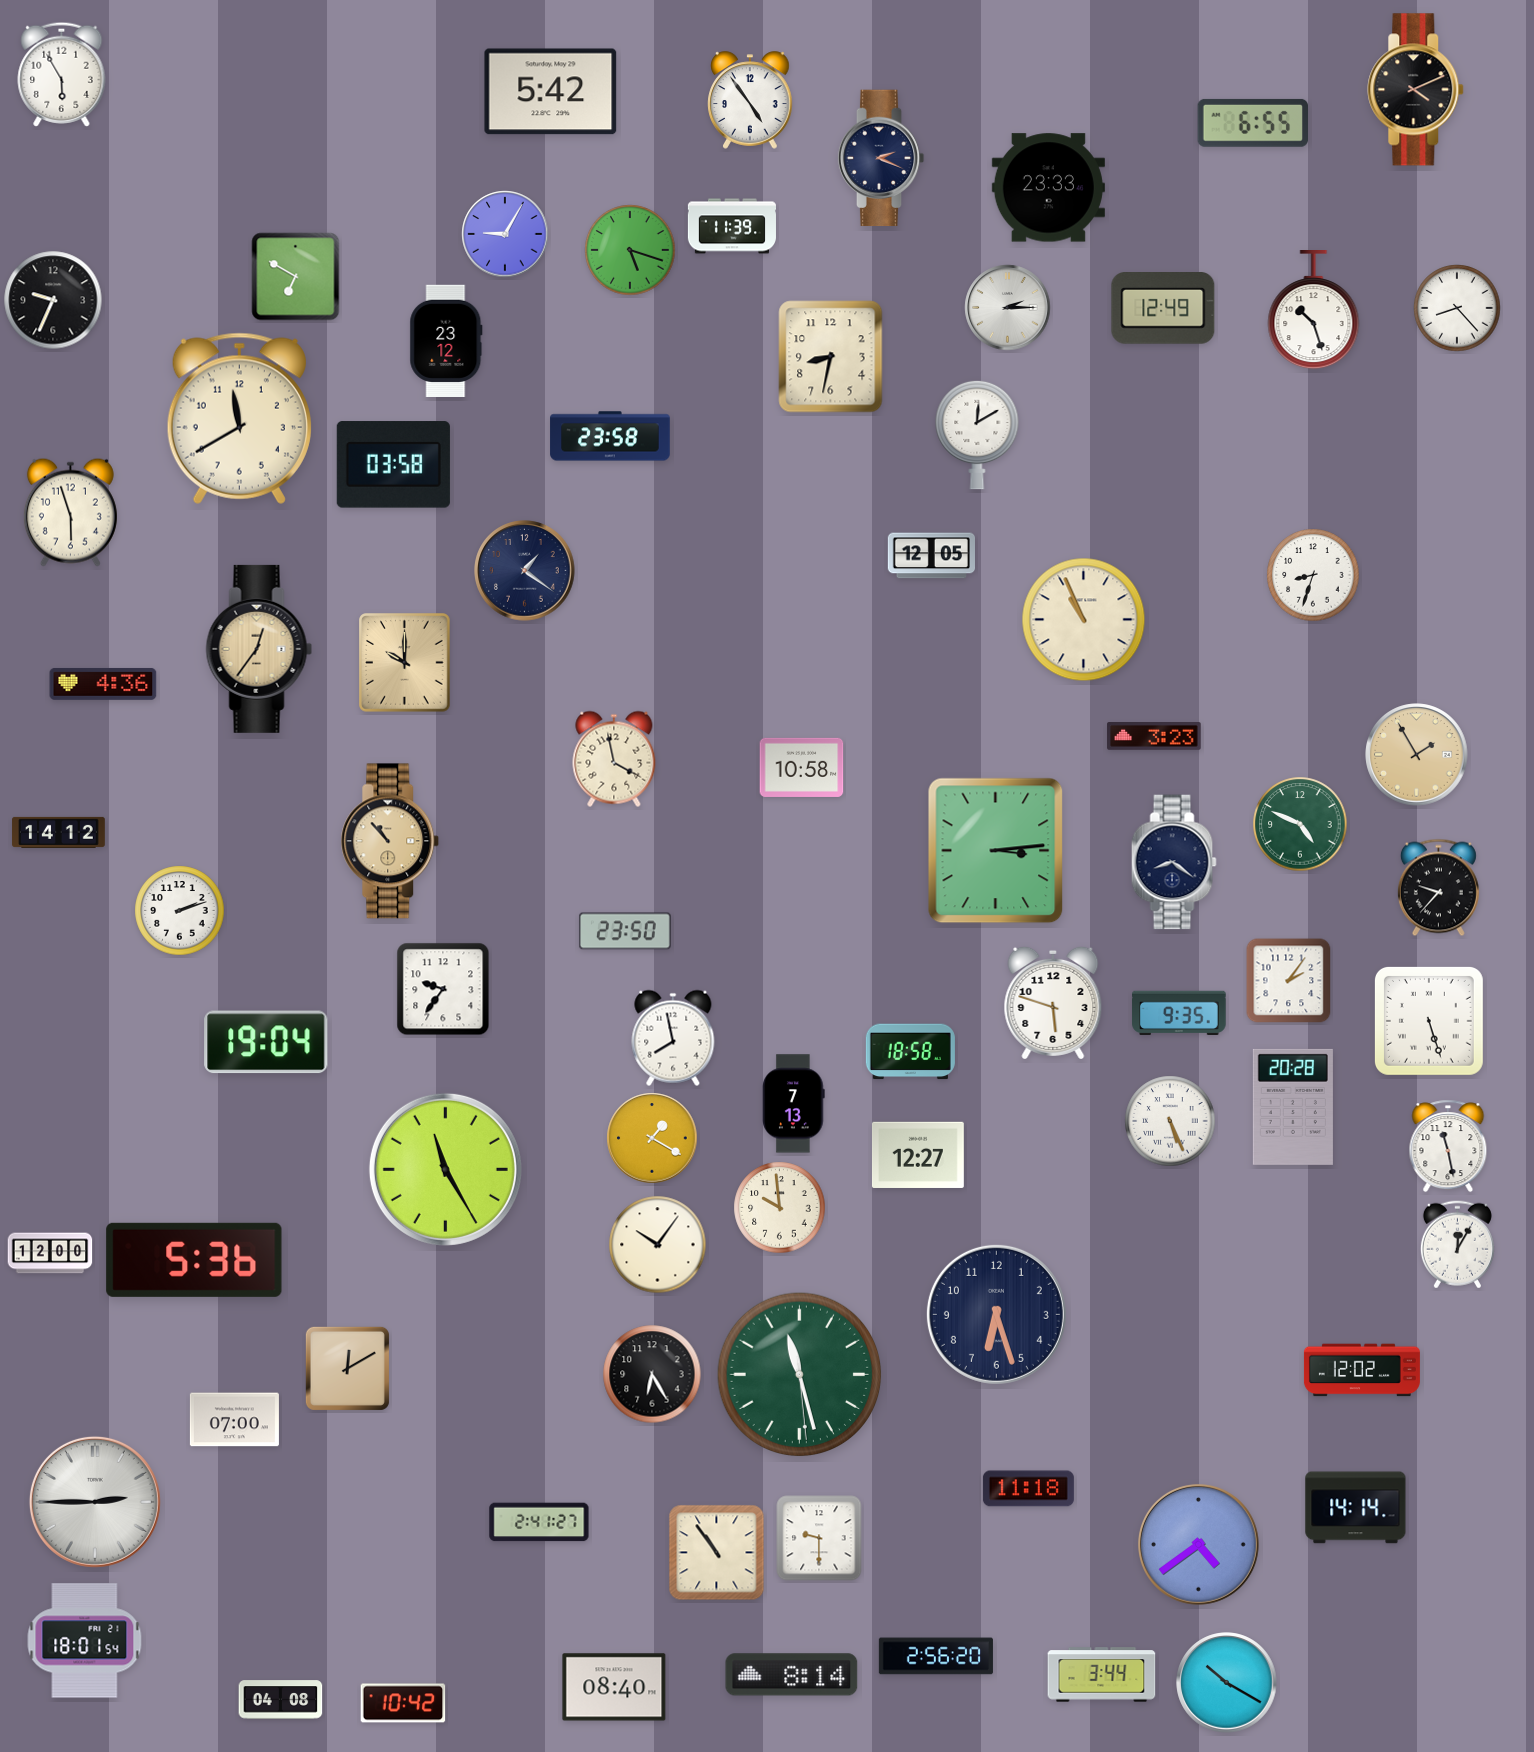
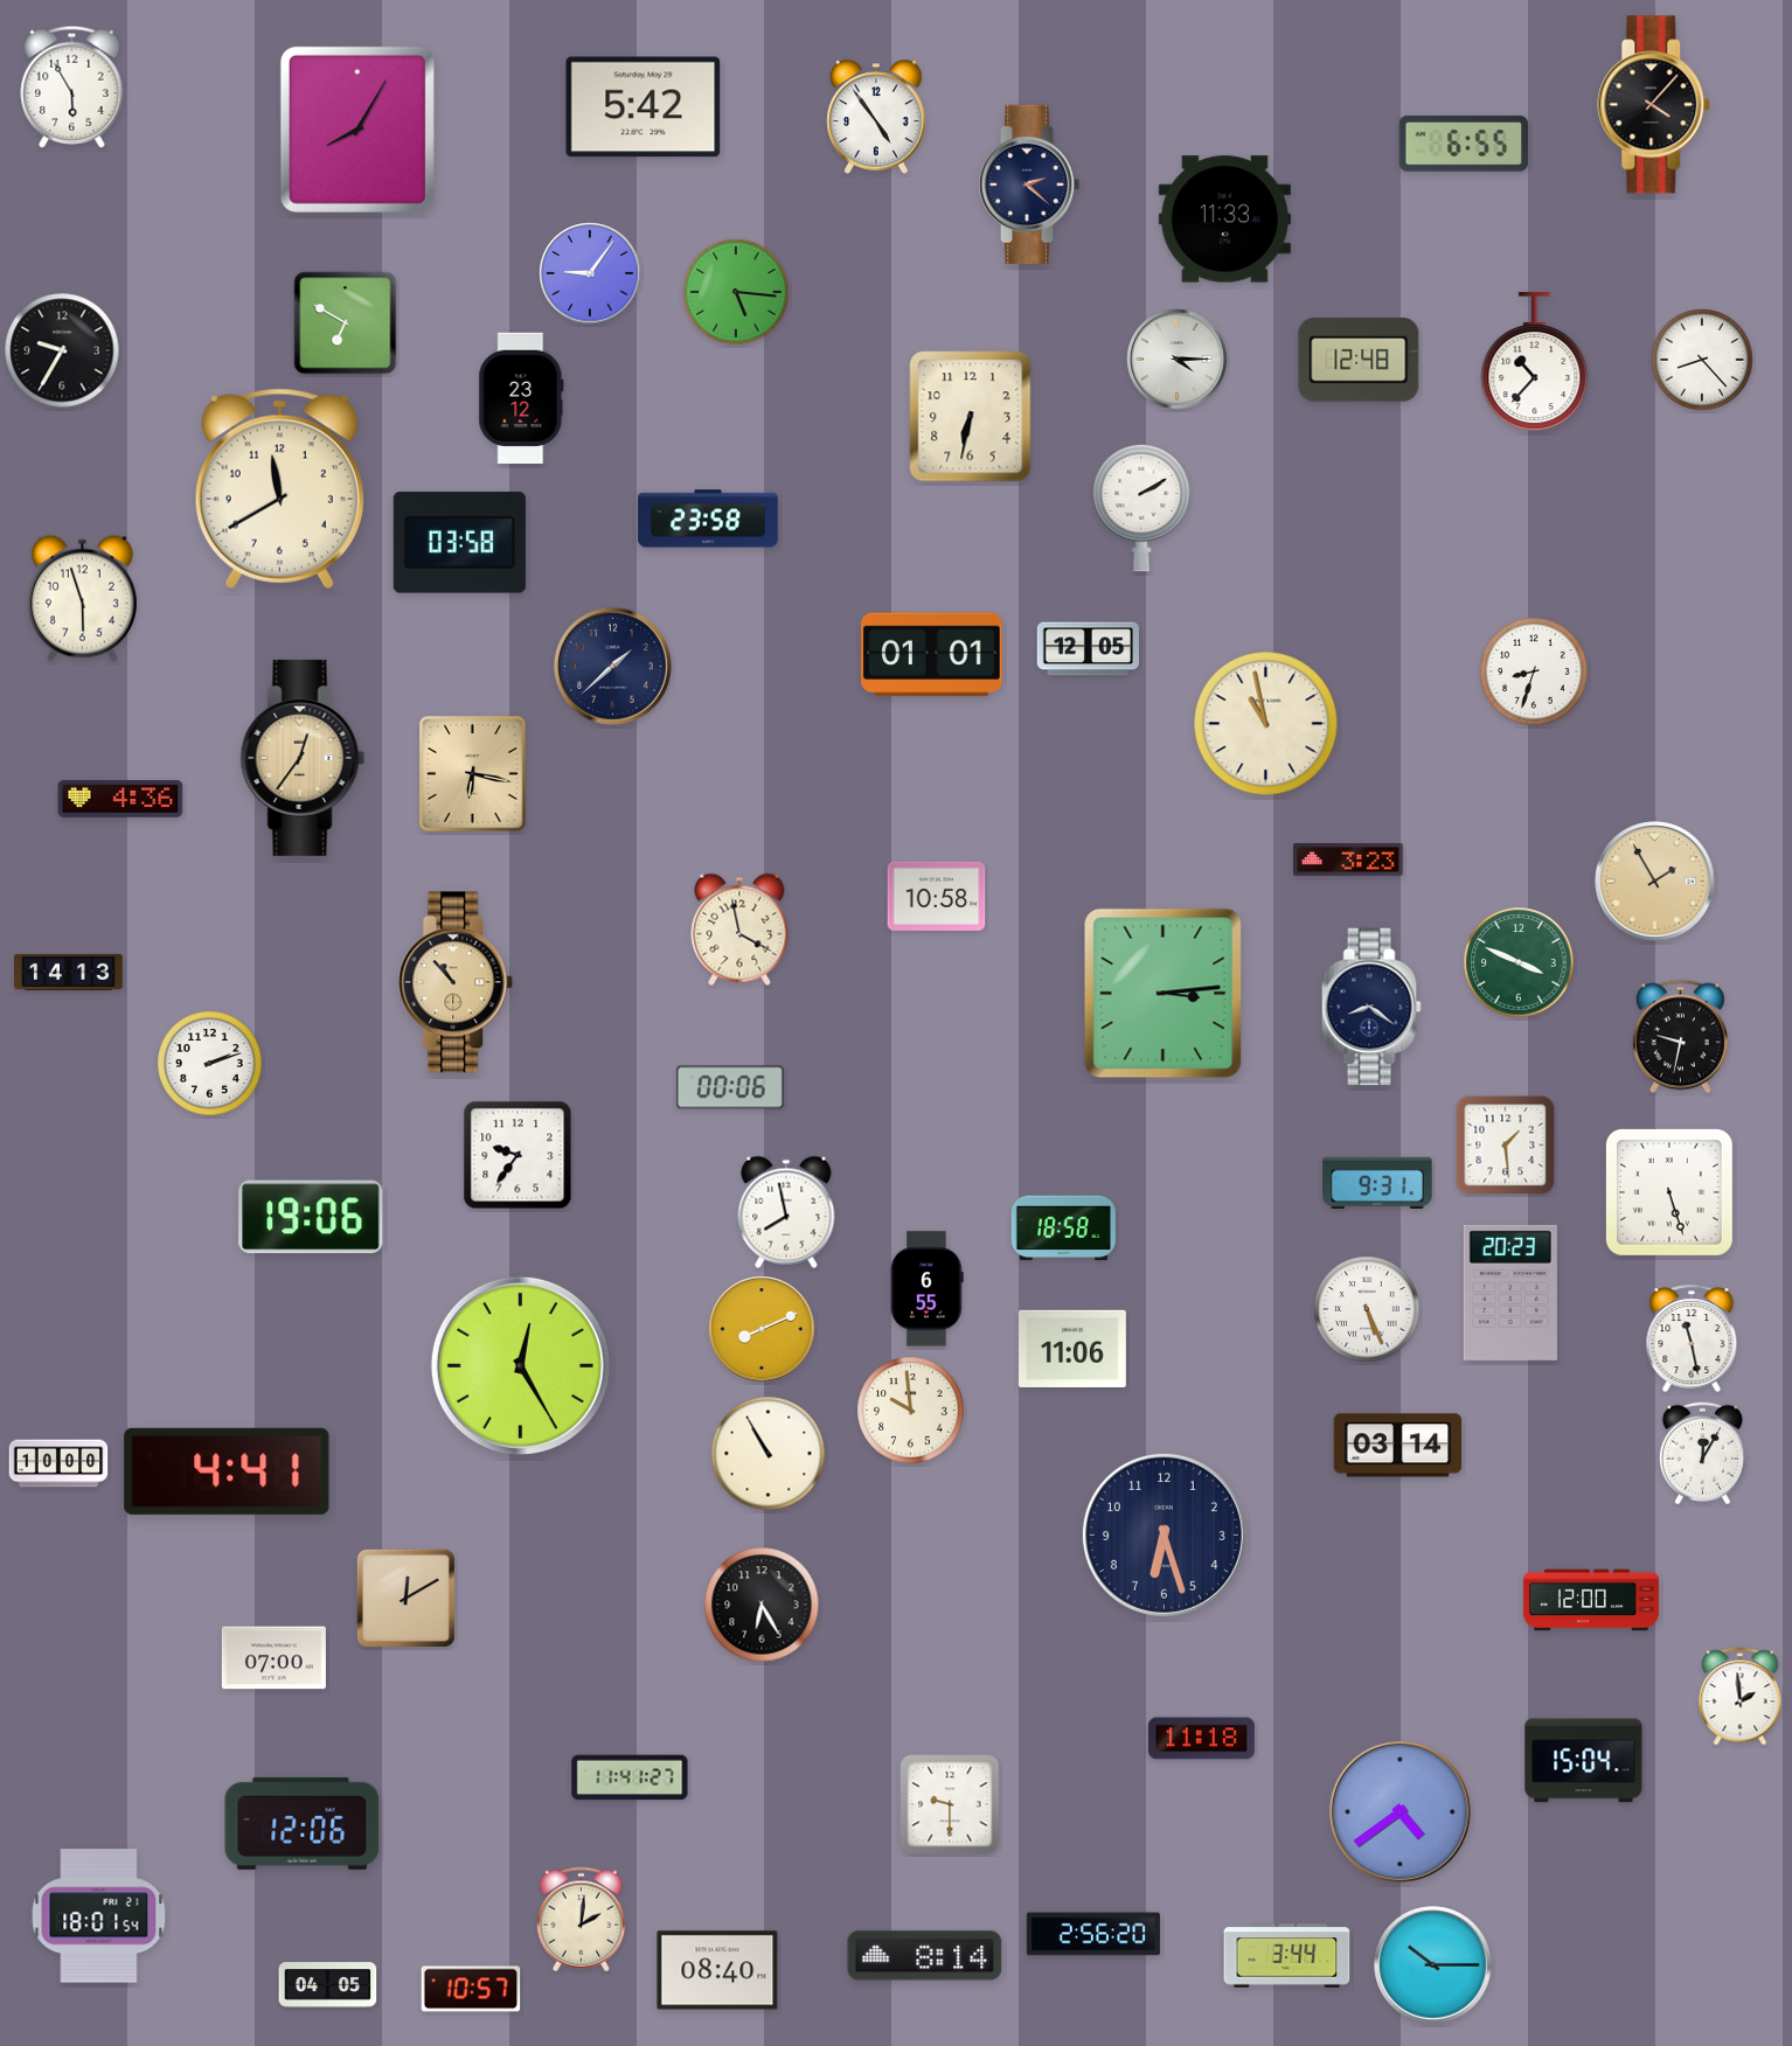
clock at (1416, 90): 4:11 -> 4:07
clock at (357, 130): none -> 8:05
clock at (881, 158): 2:19 -> 2:22
clock at (1048, 188): 23:33 -> 11:33
clock at (731, 226): 11:39 -> none
clock at (505, 234): 9:05 -> 9:06
clock at (630, 250): 5:18 -> 5:16
clock at (53, 300): 9:34 -> 9:35
clock at (1008, 308): 2:15 -> 4:15
clock at (1163, 309): 12:49 -> 12:48
clock at (1314, 311): 10:27 -> 10:37
clock at (831, 357): 8:32 -> 6:32
clock at (977, 435): 12:10 -> 2:10
clock at (610, 436) position: (610, 436) -> (708, 519)
clock at (932, 655): none -> 01:01
clock at (525, 571): 1:21 -> 1:38
clock at (1084, 620): 10:56 -> 10:58
clock at (405, 663): 10:00 -> 6:17
clock at (614, 759) position: (614, 759) -> (739, 930)
clock at (1300, 824): 4:49 -> 3:49
clock at (59, 832): 14:12 -> 14:13
clock at (1438, 888): 9:37 -> 9:32
clock at (625, 931): 23:50 -> 00:06
clock at (1289, 981): 2:06 -> 1:29
clock at (1053, 1003): 5:48 -> none
clock at (1179, 1012): 9:35 -> 9:31
clock at (266, 1042): 19:04 -> 19:06
clock at (794, 1104): 7:13 -> 6:55
clock at (1293, 1107): 20:28 -> 20:23
clock at (652, 1138): 1:20 -> 8:11
clock at (918, 1155): 12:27 -> 11:06
clock at (445, 1169): 11:25 -> 12:25
clock at (1398, 1446): none -> 03:14
clock at (658, 1245): 10:06 -> 10:55
clock at (50, 1253): 12:00 -> 10:00
clock at (194, 1260): 5:36 -> 4:41
clock at (1362, 1370): 12:02 -> 12:00
clock at (800, 1375): 11:27 -> none
clock at (1741, 1697): none -> 1:59
clock at (95, 1502): 2:45 -> none
clock at (1356, 1508): 14:14 -> 15:04
clock at (539, 1522): 2:41 -> 11:41
clock at (819, 1538) position: (819, 1538) -> (950, 1804)
clock at (1198, 1544) position: (1198, 1544) -> (1399, 1811)
clock at (717, 1553): 10:54 -> none
clock at (303, 1823): none -> 12:06
clock at (582, 1920): none -> 2:01
clock at (1227, 1683): 10:20 -> 10:15
clock at (281, 1700): 04:08 -> 04:05
clock at (403, 1703): 10:42 -> 10:57
